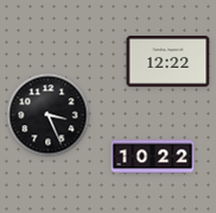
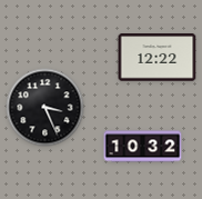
clock at (153, 157): 10:22 -> 10:32
